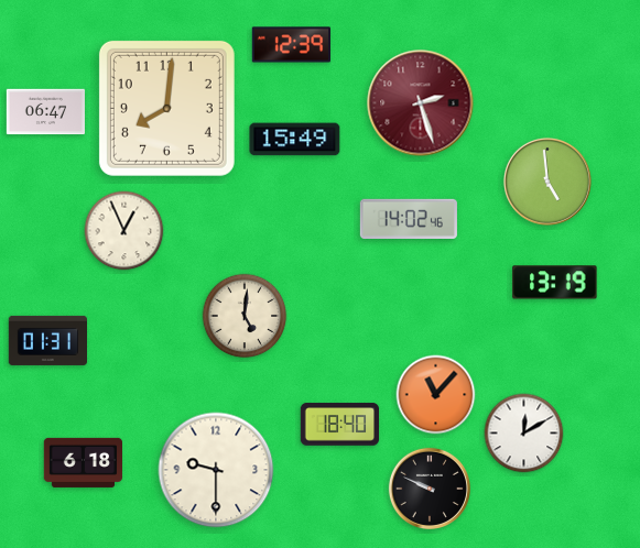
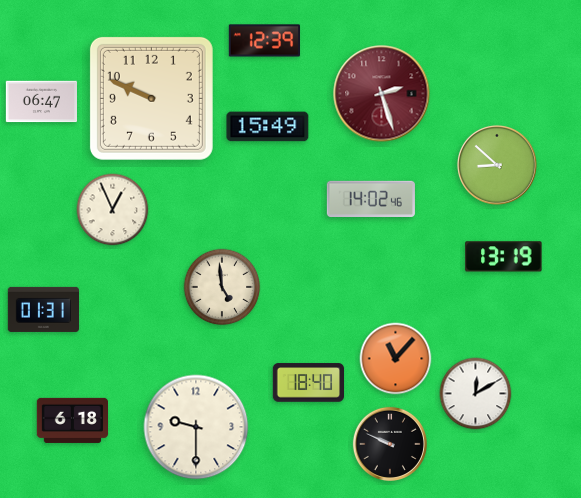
clock at (166, 108): 8:01 -> 9:49
clock at (547, 182): 4:59 -> 8:52
clock at (245, 316): 5:01 -> 4:59
clock at (339, 425) position: (339, 425) -> (308, 383)
clock at (83, 462) position: (83, 462) -> (72, 420)
